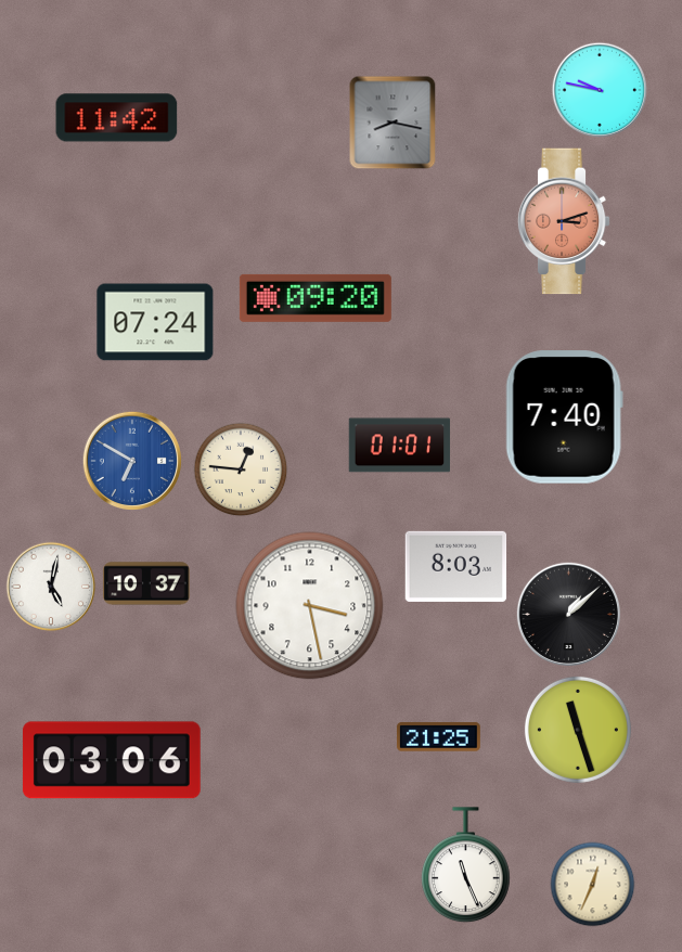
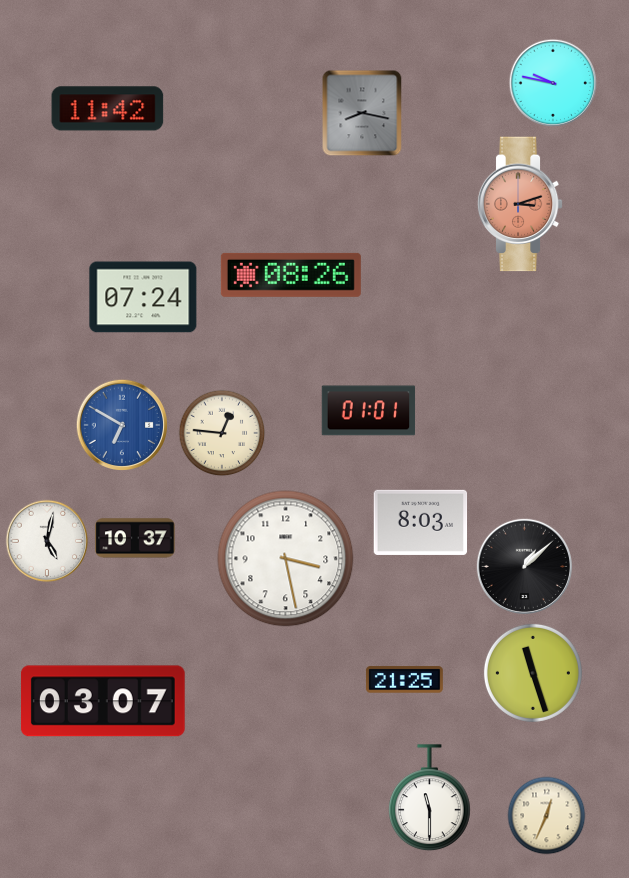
clock at (316, 298): 09:20 -> 08:26
clock at (564, 417): 7:40 -> none
clock at (112, 760): 03:06 -> 03:07
clock at (466, 865): 11:26 -> 11:30
